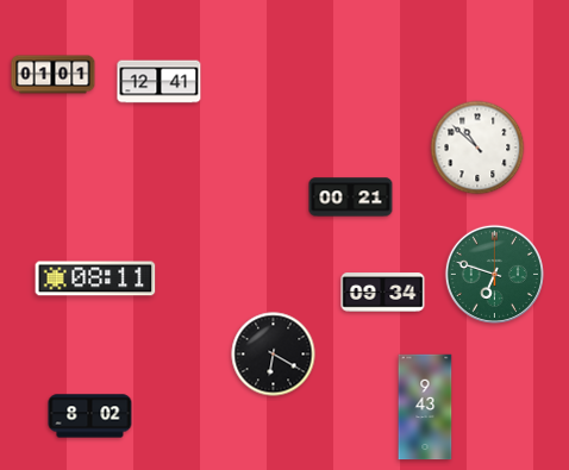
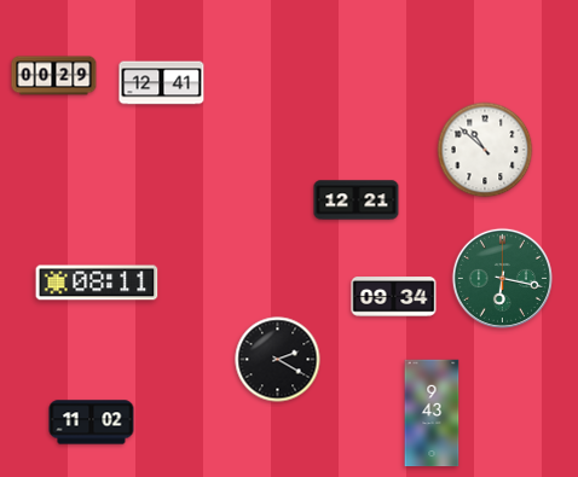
clock at (54, 75): 01:01 -> 00:29
clock at (351, 198): 00:21 -> 12:21
clock at (494, 274): 6:48 -> 6:17
clock at (383, 293) position: (383, 293) -> (394, 297)
clock at (274, 355): 6:20 -> 2:20
clock at (90, 416): 8:02 -> 11:02
